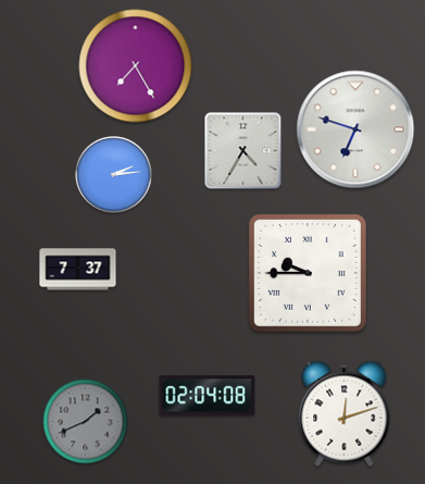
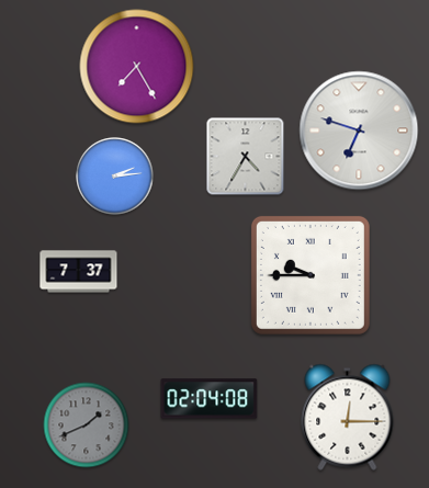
clock at (243, 151) position: (243, 151) -> (246, 157)
clock at (345, 413): 12:12 -> 12:15
